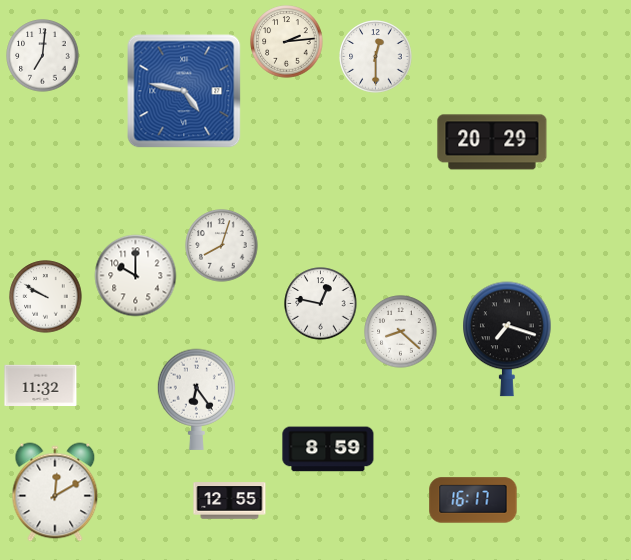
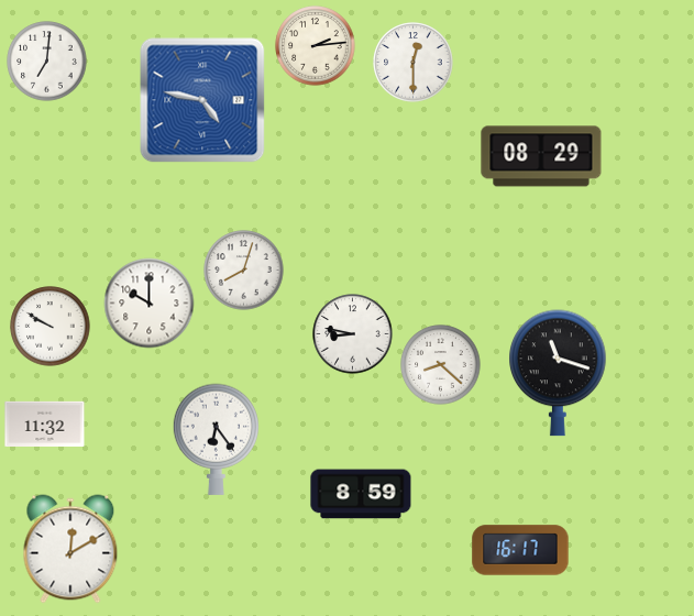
clock at (492, 142): 20:29 -> 08:29
clock at (321, 304): 12:47 -> 8:47
clock at (507, 339): 7:18 -> 11:18
clock at (55, 492) position: (55, 492) -> (70, 549)
clock at (230, 501): 12:55 -> none
